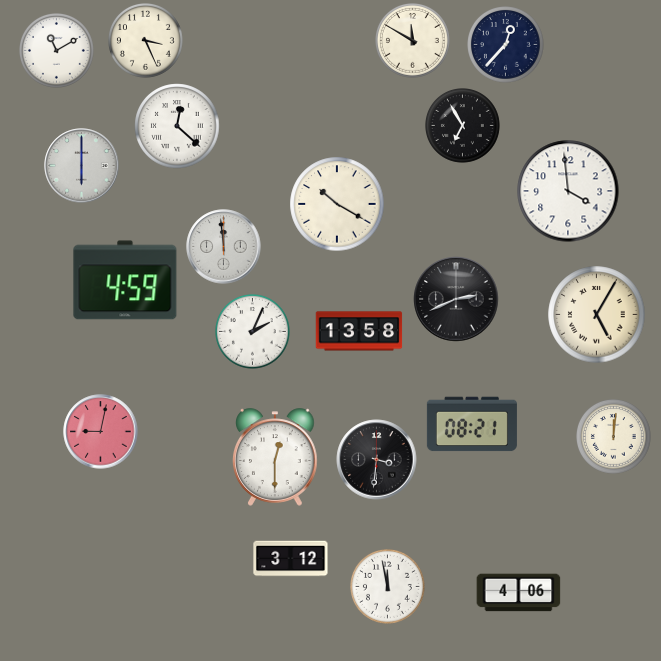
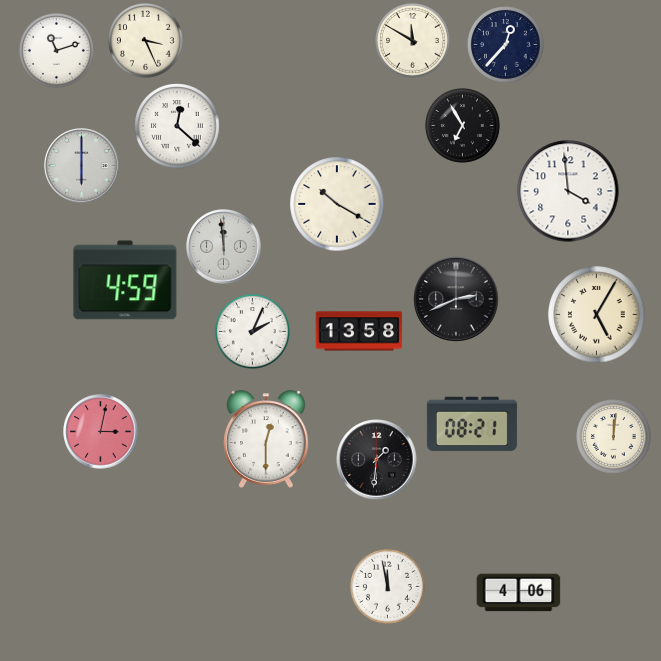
clock at (57, 51): 11:10 -> 11:12
clock at (101, 432): 9:02 -> 3:02
clock at (276, 457) position: (276, 457) -> (267, 439)
clock at (377, 460): 3:31 -> 1:31
clock at (291, 559): 3:12 -> none
